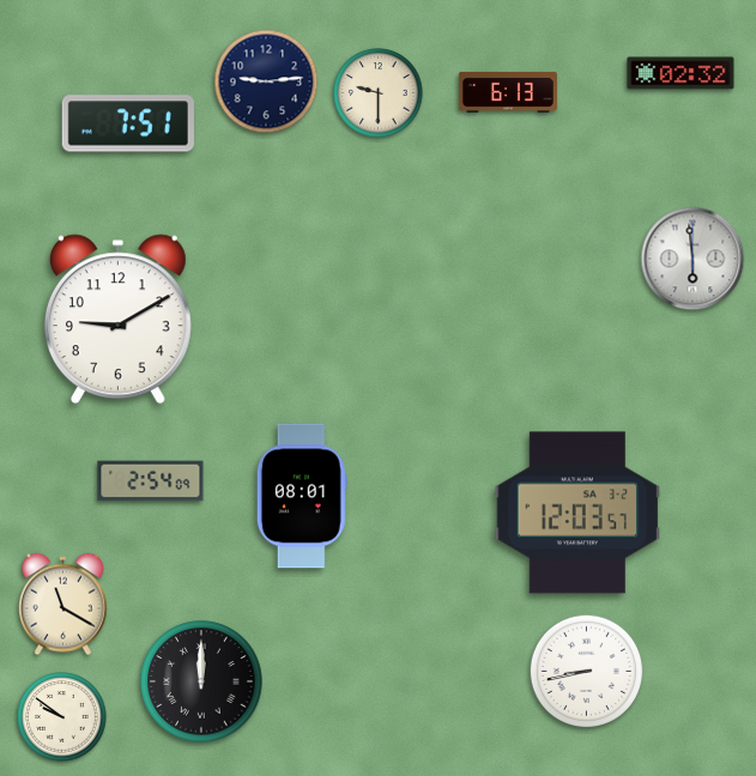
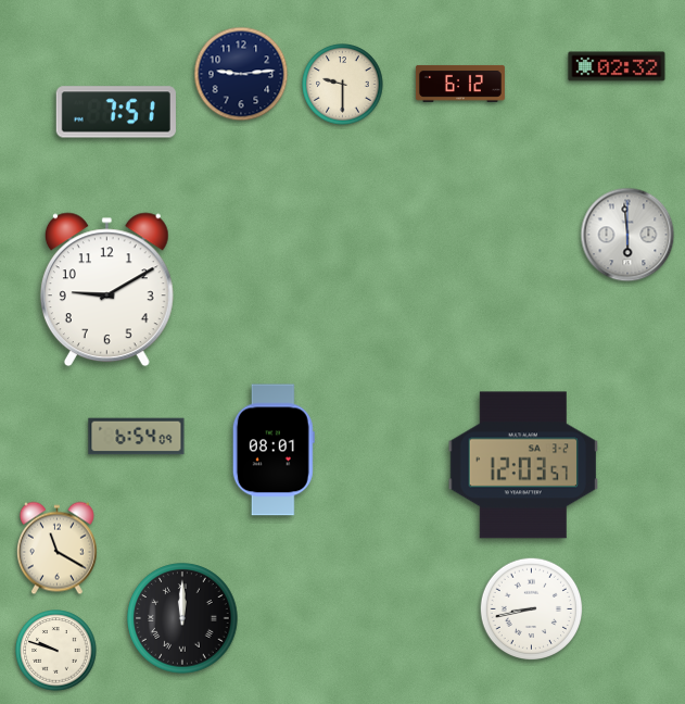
clock at (508, 92): 6:13 -> 6:12
clock at (151, 481): 2:54 -> 6:54
clock at (62, 717): 9:51 -> 9:48
